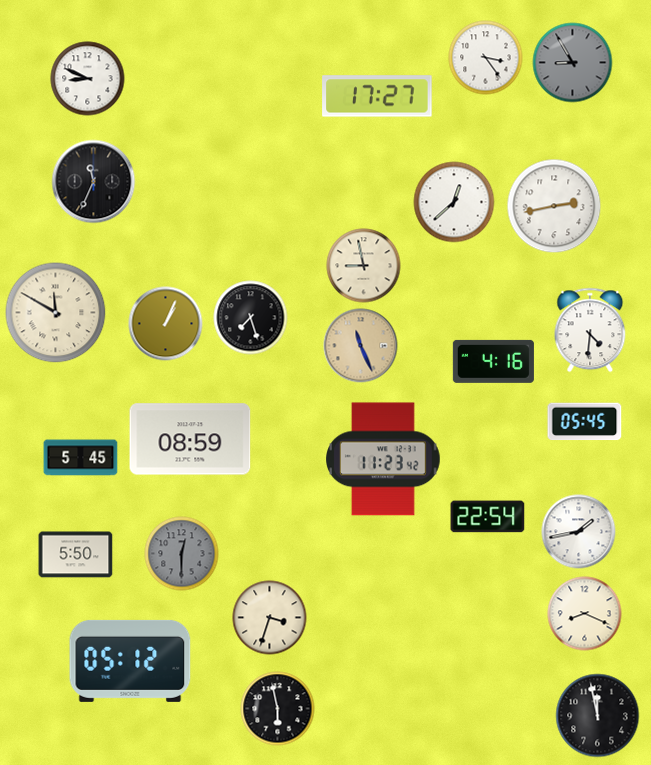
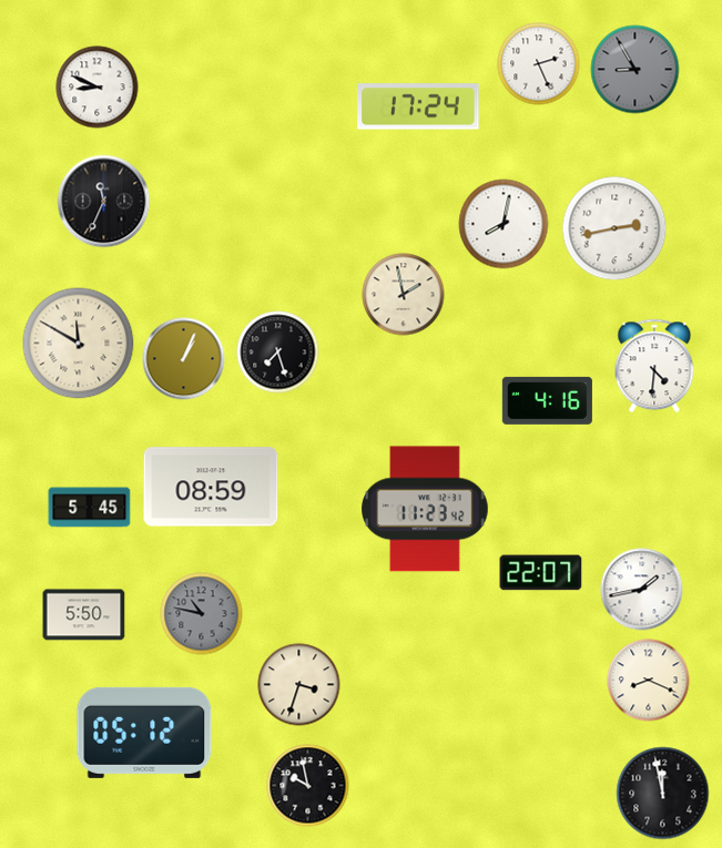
clock at (486, 58): 3:24 -> 2:26
clock at (377, 96): 17:27 -> 17:24
clock at (454, 202): 12:38 -> 8:02
clock at (364, 266): 8:58 -> 1:58
clock at (56, 313) position: (56, 313) -> (79, 344)
clock at (361, 346): 11:26 -> none
clock at (585, 422): 05:45 -> none
clock at (488, 517): 22:54 -> 22:07
clock at (182, 554): 12:30 -> 10:47
clock at (278, 709): 5:58 -> 9:58
